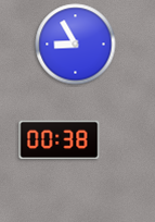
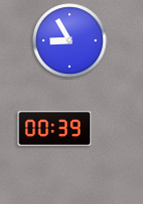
clock at (60, 140): 00:38 -> 00:39
